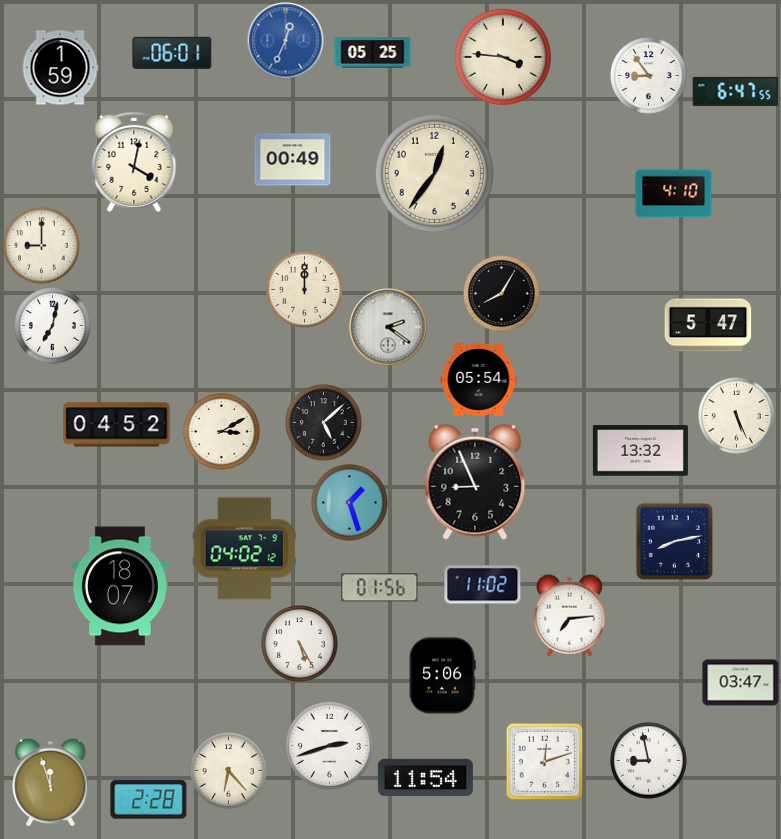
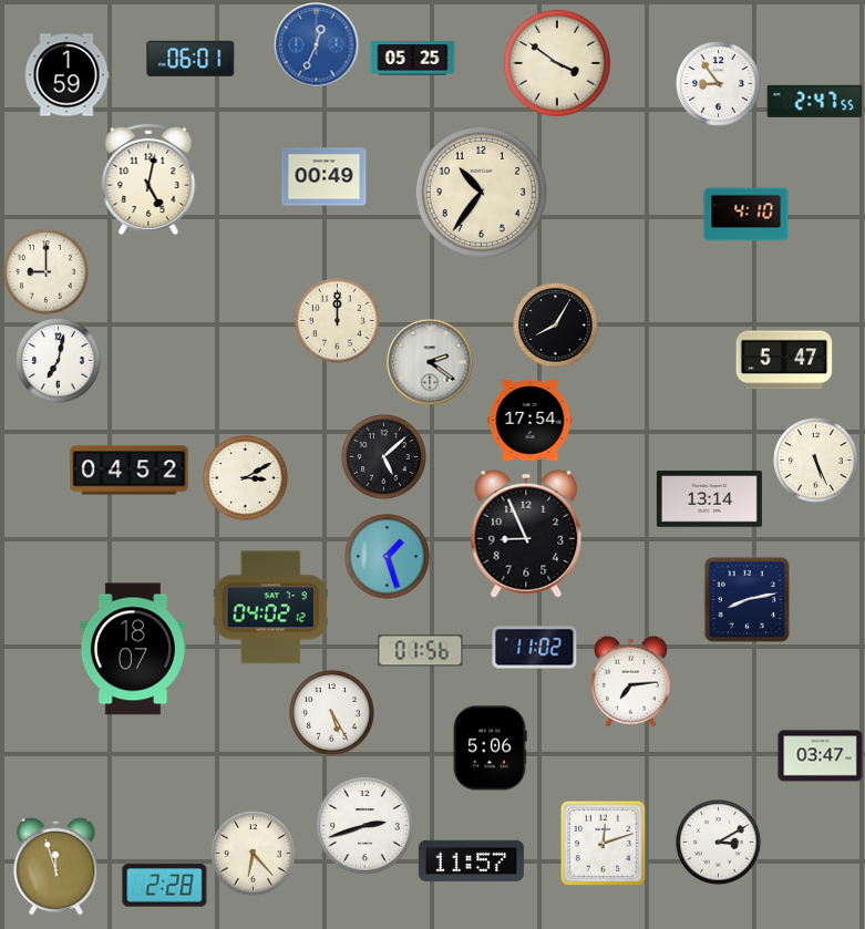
clock at (503, 57): 3:46 -> 3:51
clock at (736, 91): 6:47 -> 2:47
clock at (134, 162): 4:02 -> 5:02
clock at (434, 173): 12:36 -> 10:36
clock at (479, 380): 05:54 -> 17:54
clock at (324, 423) position: (324, 423) -> (384, 457)
clock at (640, 451): 13:32 -> 13:14
clock at (649, 761): 8:58 -> 3:10
clock at (425, 777): 11:54 -> 11:57
